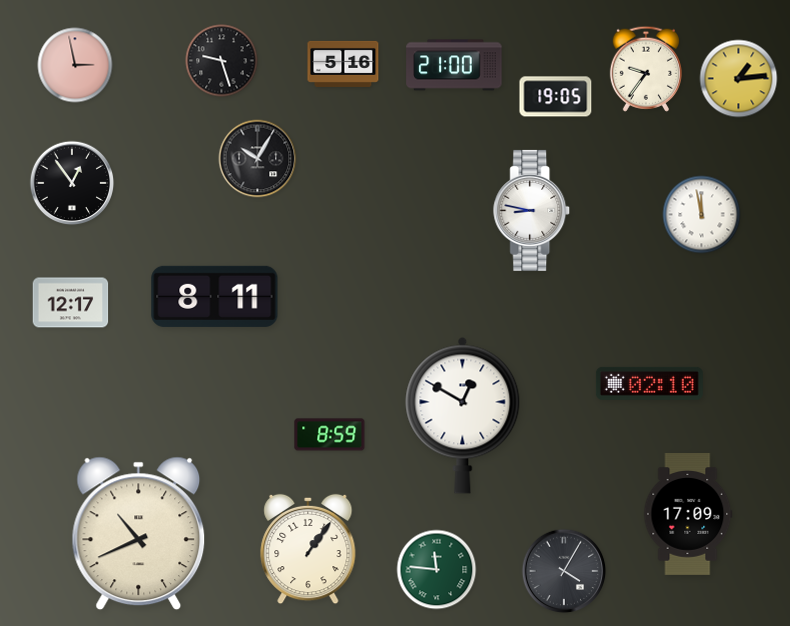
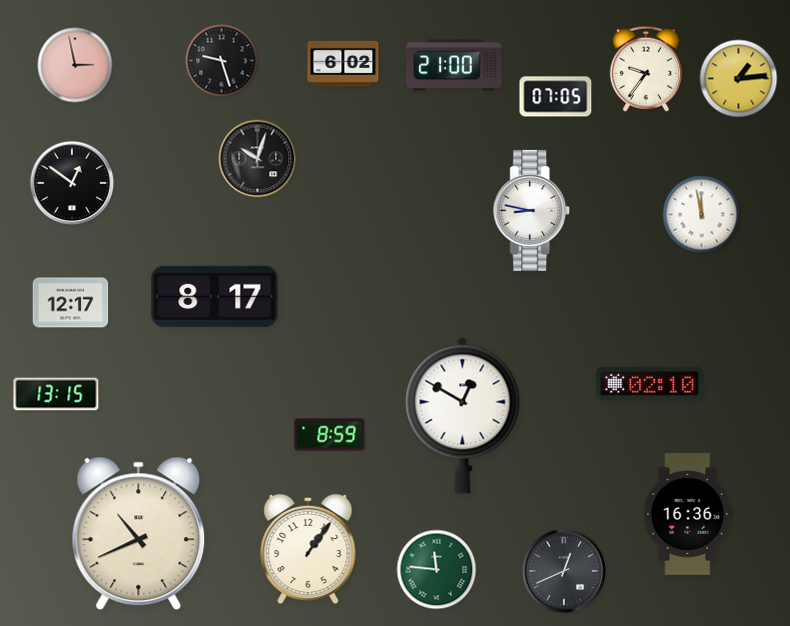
clock at (343, 64): 5:16 -> 6:02
clock at (556, 97): 19:05 -> 07:05
clock at (258, 159): 10:05 -> 10:03
clock at (72, 183): 12:54 -> 12:51
clock at (215, 296): 8:11 -> 8:17
clock at (56, 394): none -> 13:15
clock at (688, 515): 17:09 -> 16:36
clock at (564, 571): 4:05 -> 12:41
